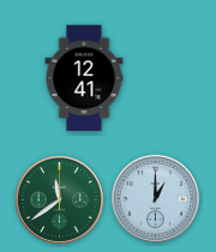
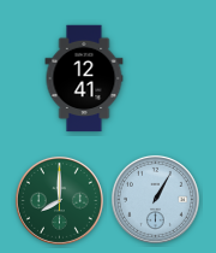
clock at (155, 198): 1:00 -> 1:05
clock at (59, 199): 11:39 -> 8:00
